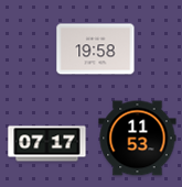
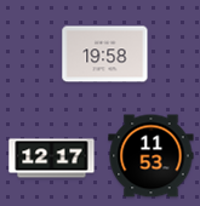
clock at (138, 139) position: (138, 139) -> (152, 156)
clock at (47, 144): 07:17 -> 12:17
